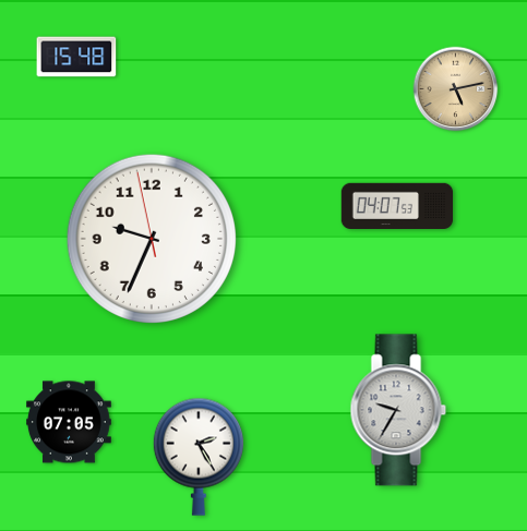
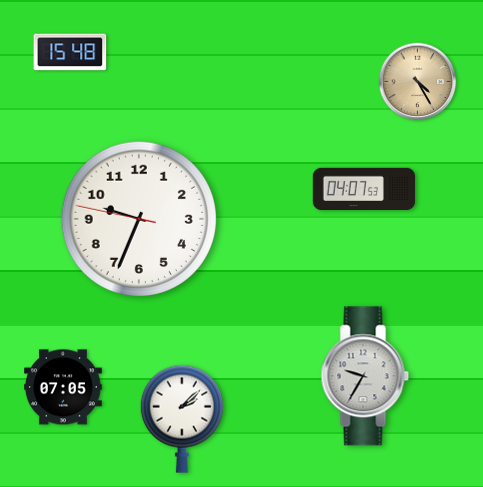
clock at (456, 89): 5:13 -> 4:25
clock at (151, 238): 9:33:58 -> 9:33:47
clock at (199, 457): 2:25 -> 2:08
